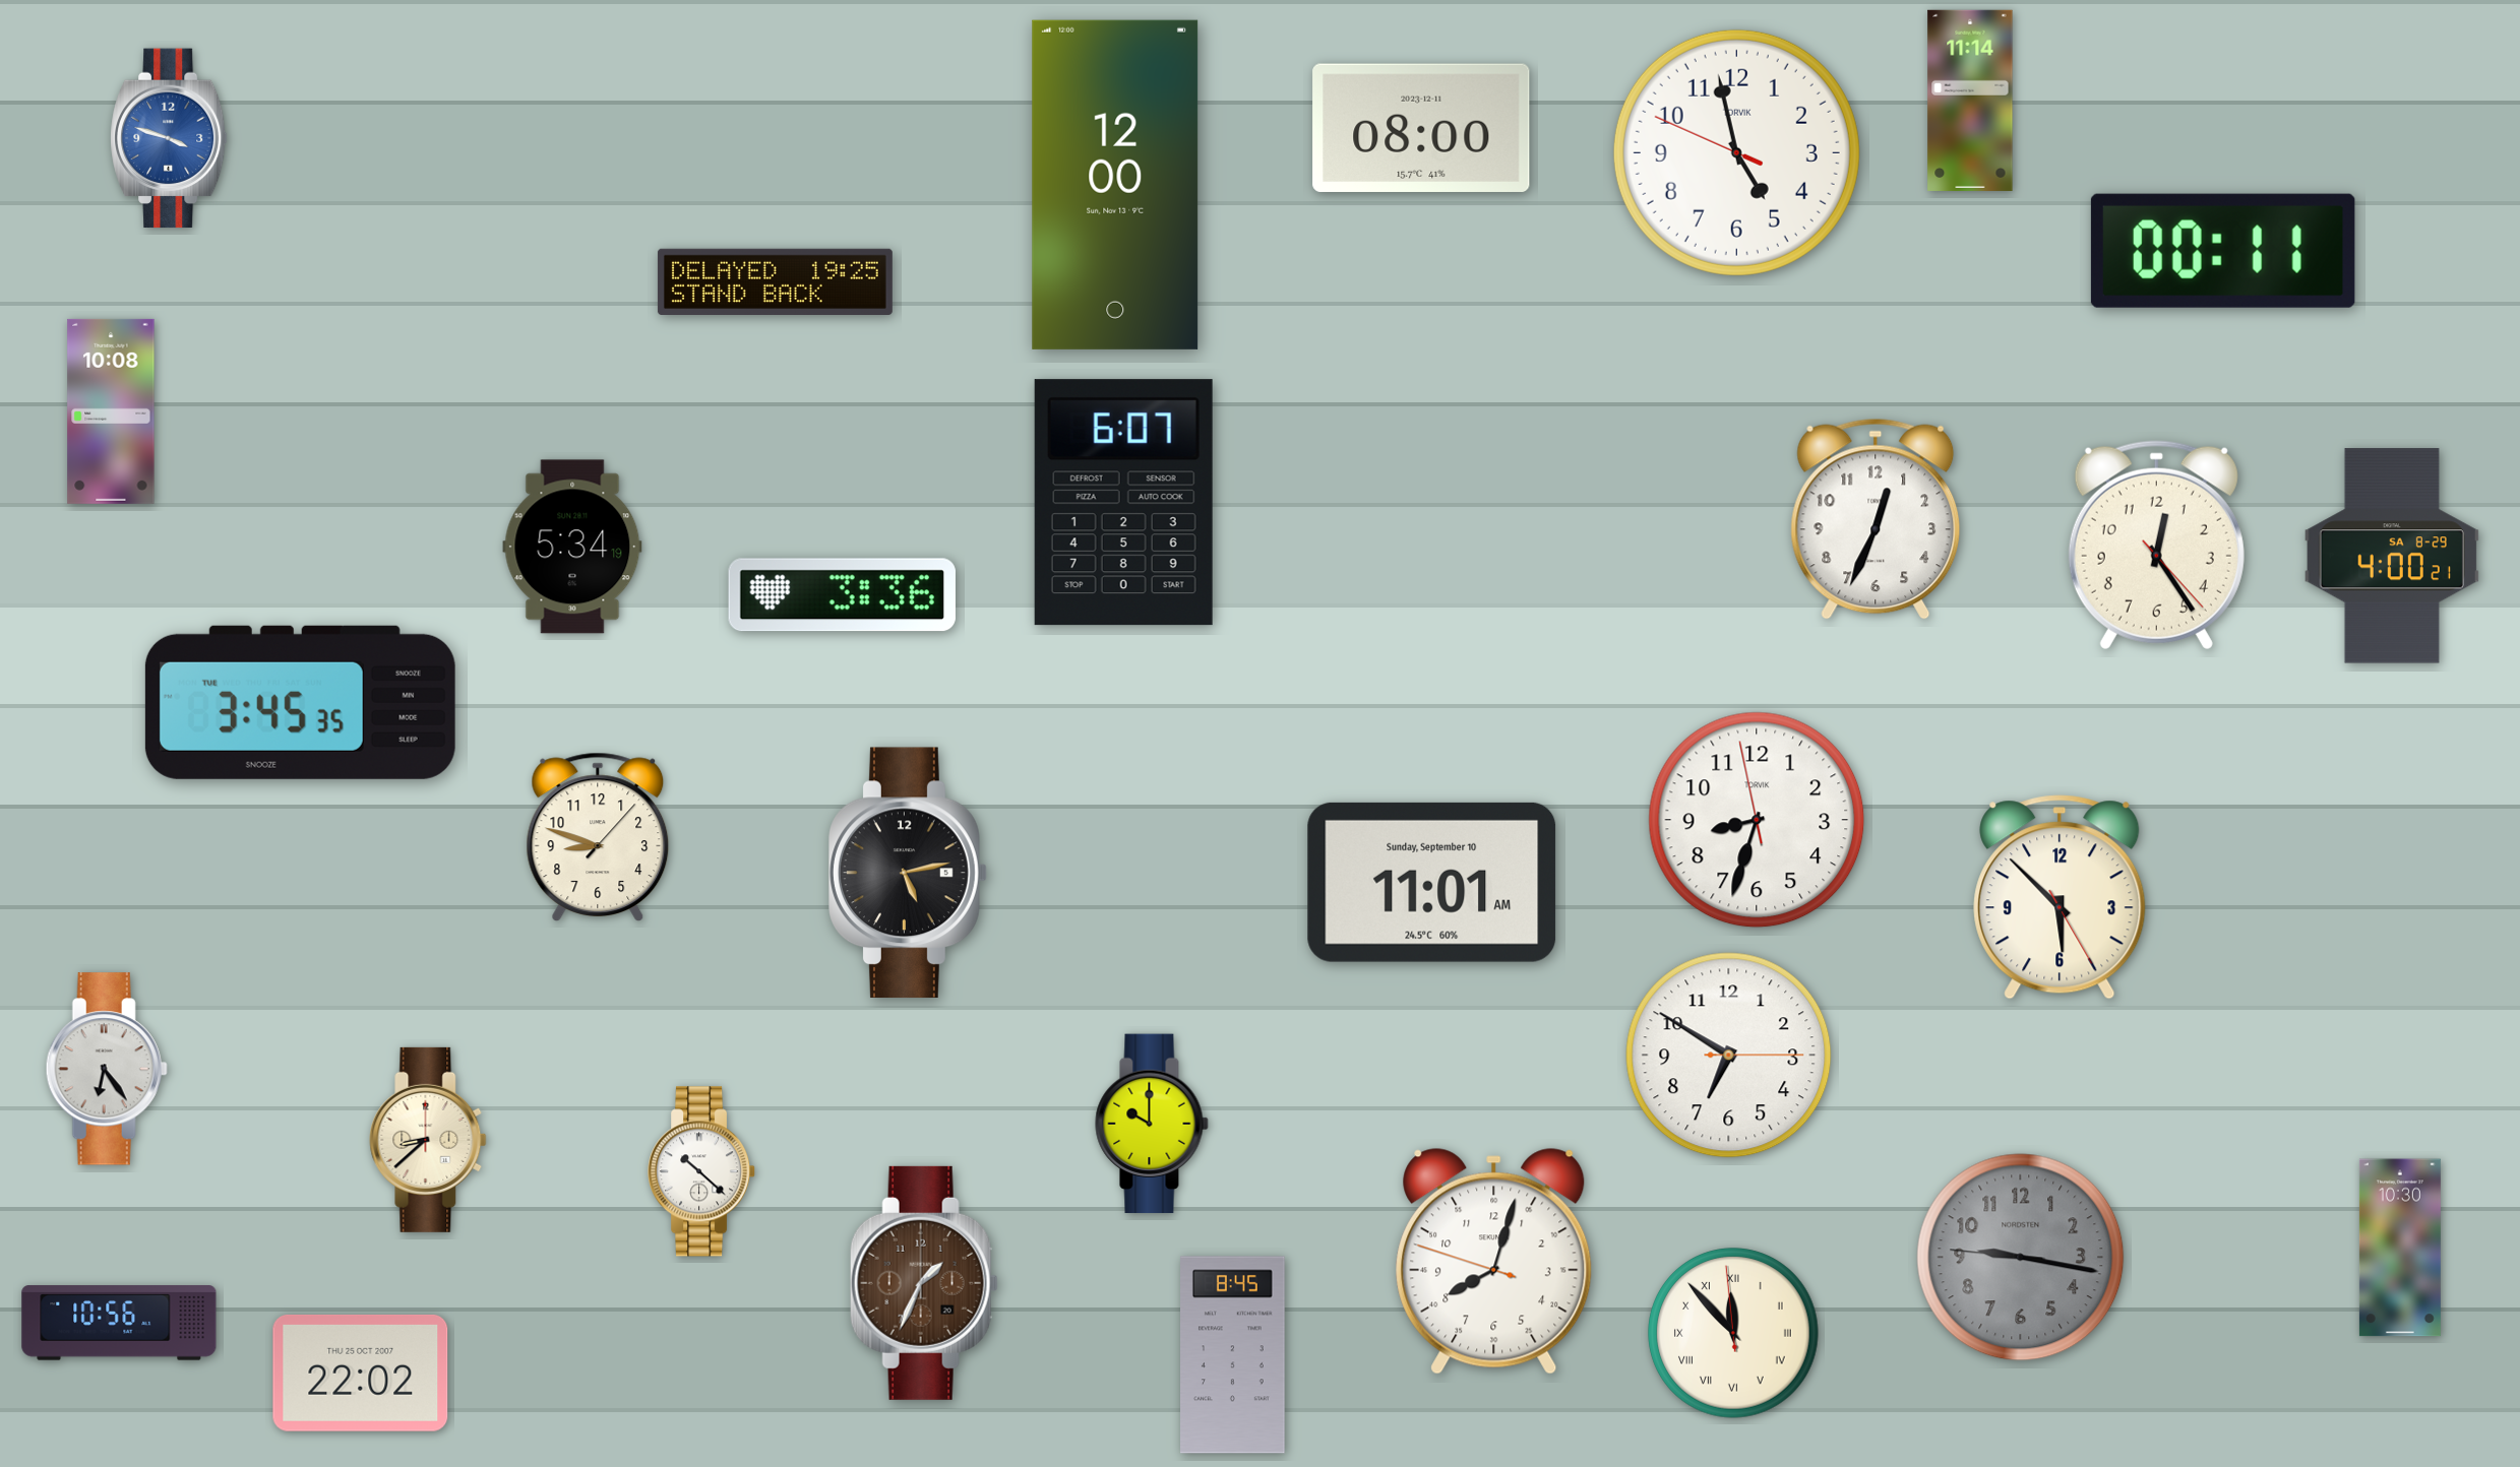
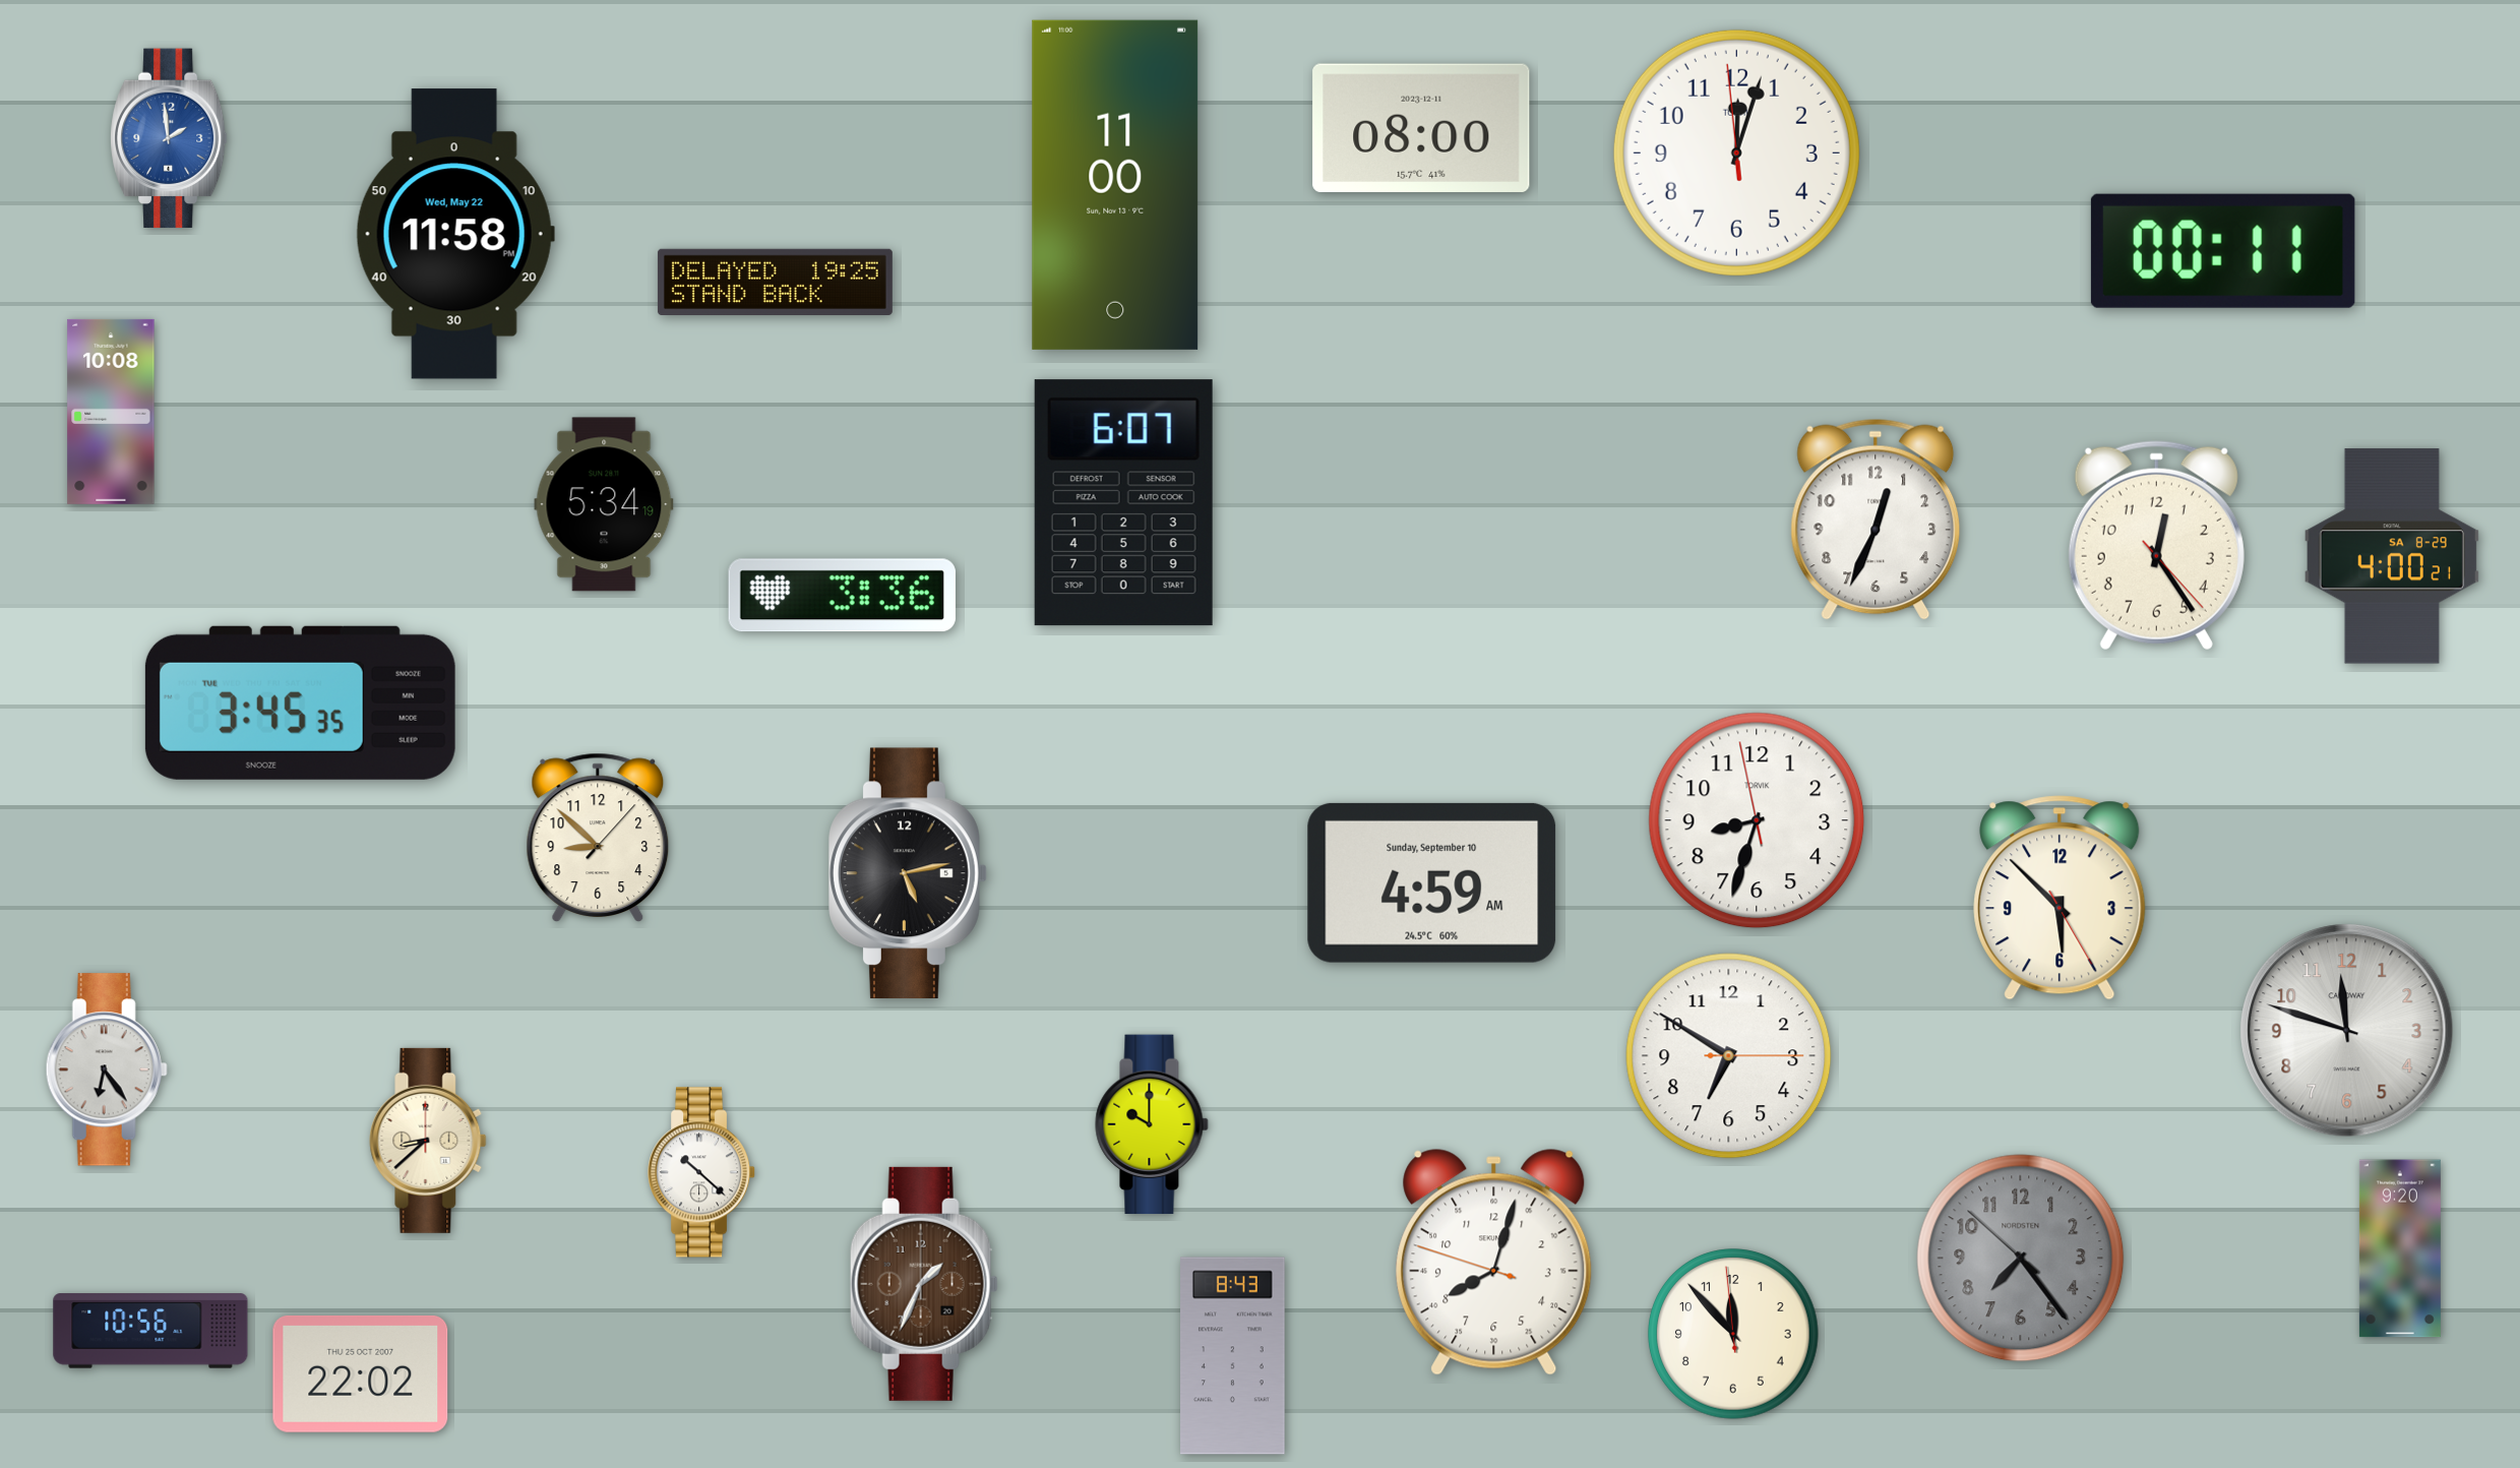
clock at (1970, 101): 11:14 -> none
clock at (170, 138): 3:48 -> 1:59
clock at (1736, 152): 4:57 -> 12:02
clock at (1115, 185): 12:00 -> 11:00
clock at (455, 234): none -> 11:58
clock at (572, 547) position: (572, 547) -> (604, 504)
clock at (598, 836): 8:48 -> 8:52
clock at (1432, 882): 11:01 -> 4:59
clock at (2347, 1031): none -> 11:48
clock at (2400, 1248): 10:30 -> 9:20
clock at (2021, 1258): 9:16 -> 7:23
clock at (119, 1323) position: (119, 1323) -> (150, 1331)
clock at (1733, 1333) numerals: Roman -> Arabic
clock at (1233, 1355): 8:45 -> 8:43
